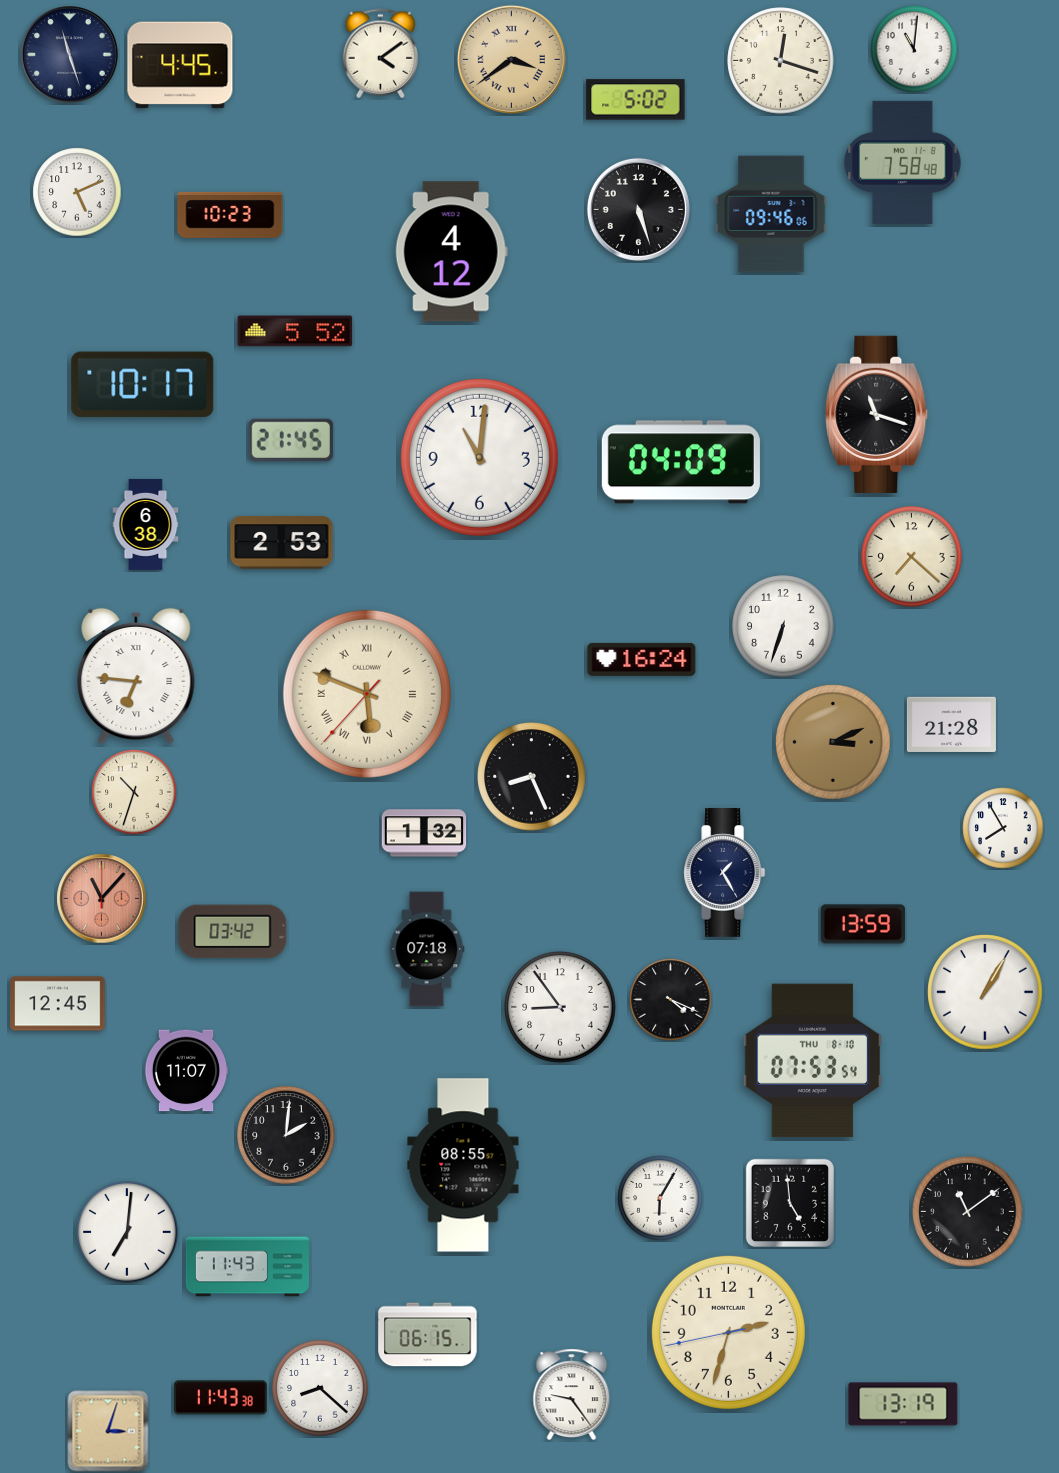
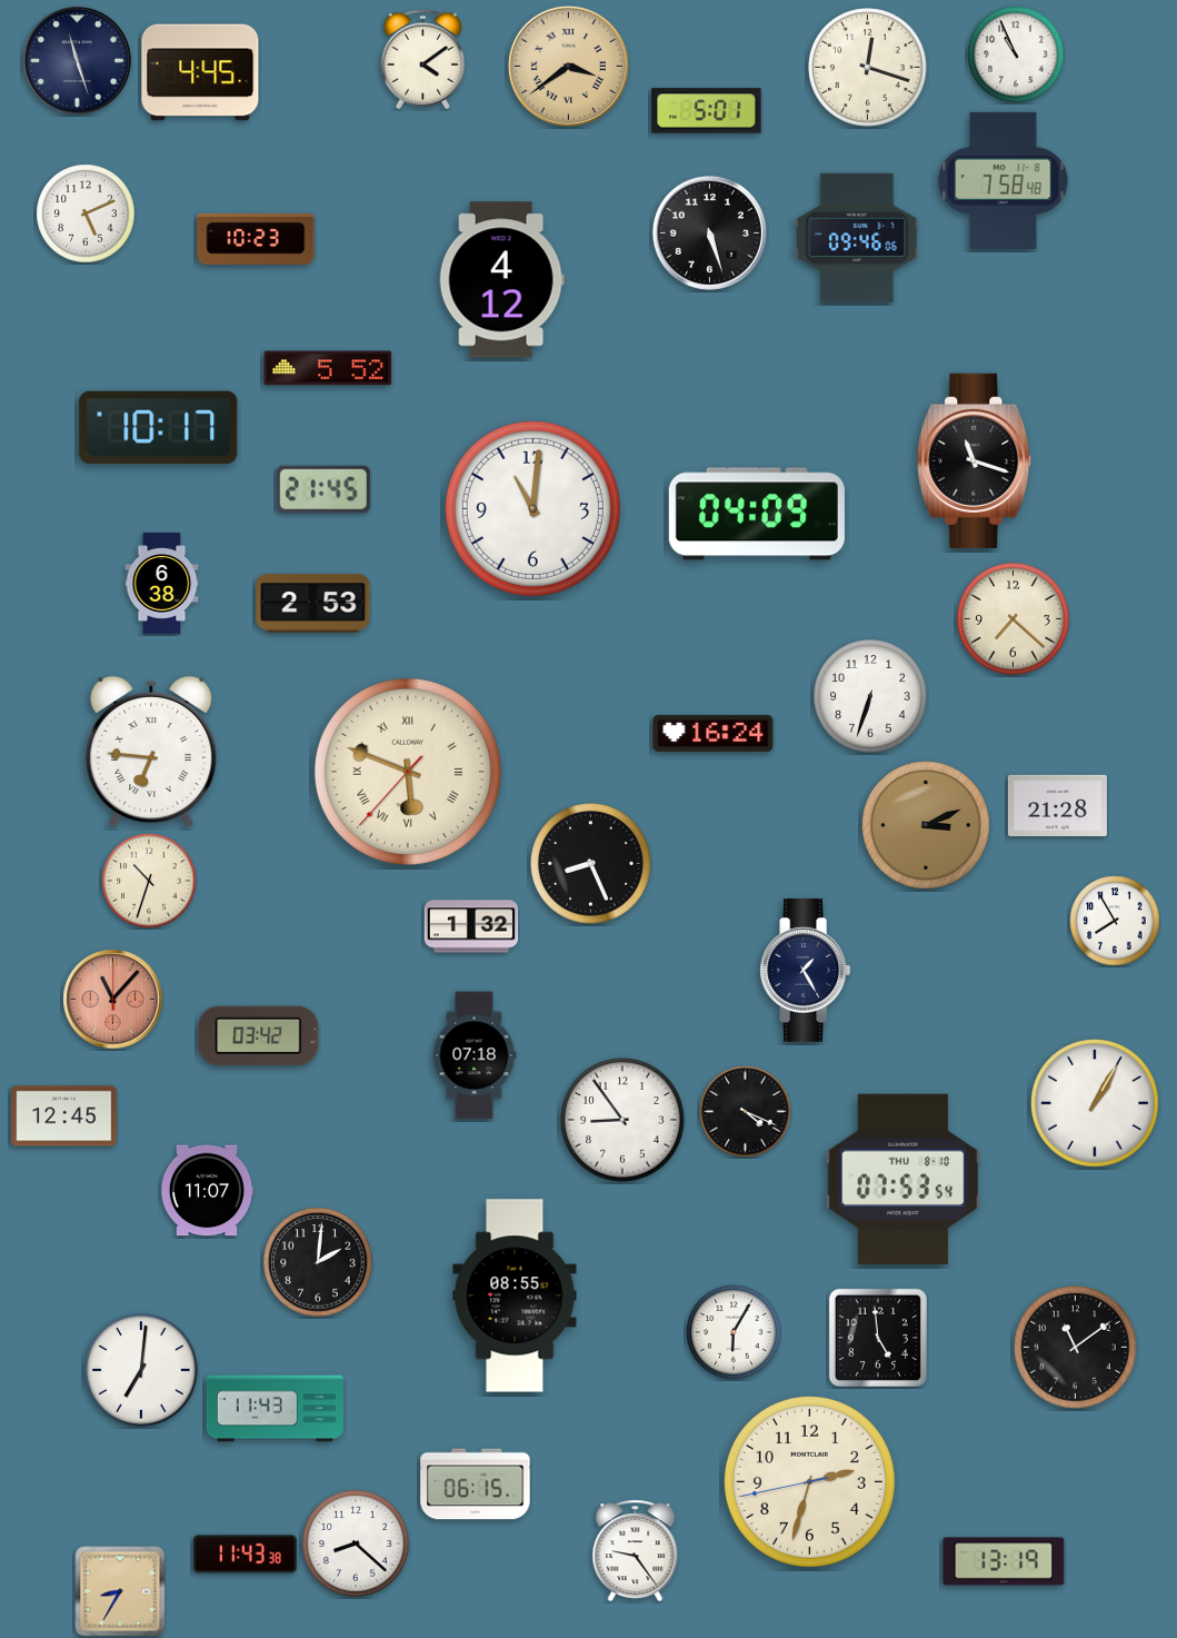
clock at (914, 49): 11:01 -> 10:56
clock at (636, 100): 5:02 -> 5:01
clock at (863, 924): 13:59 -> none
clock at (108, 1431): 3:03 -> 8:35
